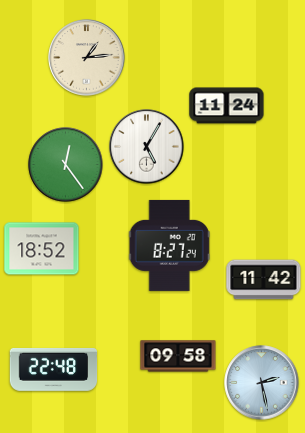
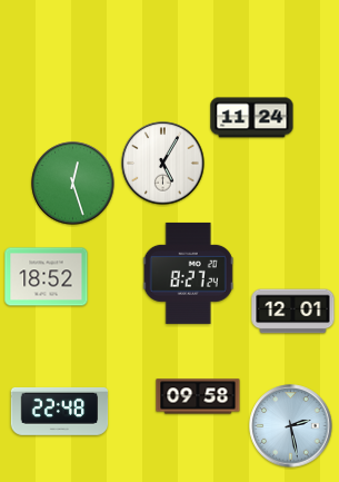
clock at (87, 58): 1:14 -> none
clock at (66, 165): 12:24 -> 12:27
clock at (264, 280): 11:42 -> 12:01
